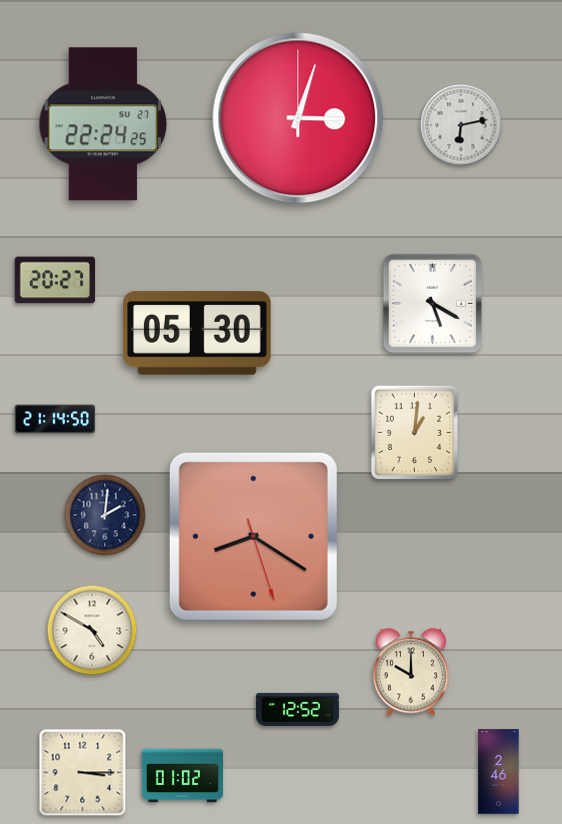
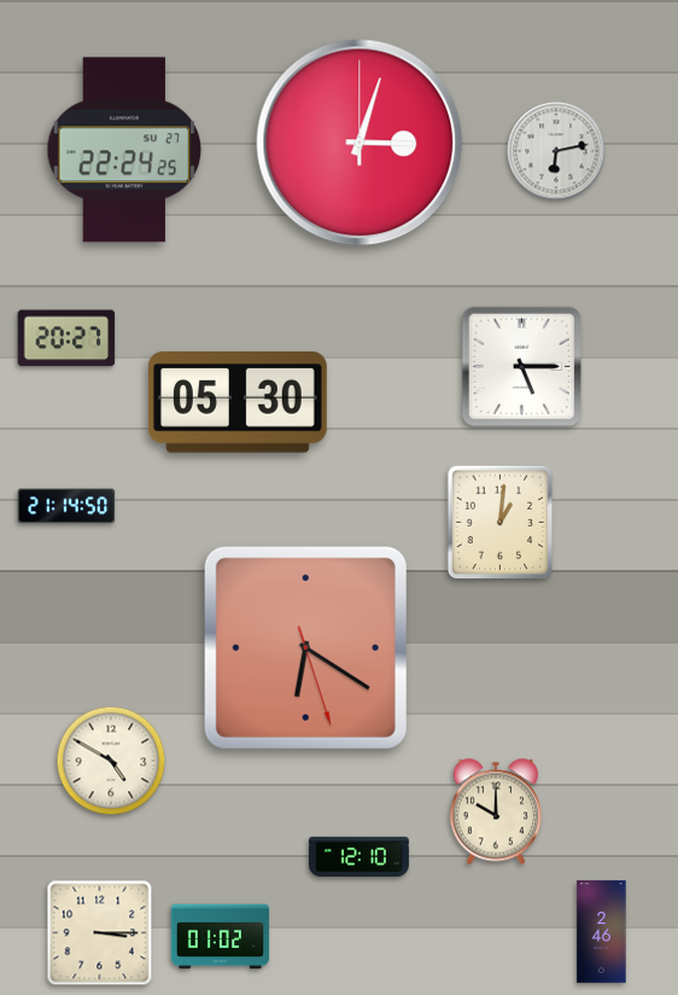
clock at (433, 304): 5:20 -> 5:15
clock at (105, 515): 2:01 -> none
clock at (253, 536): 8:20 -> 6:20
clock at (297, 709): 12:52 -> 12:10
